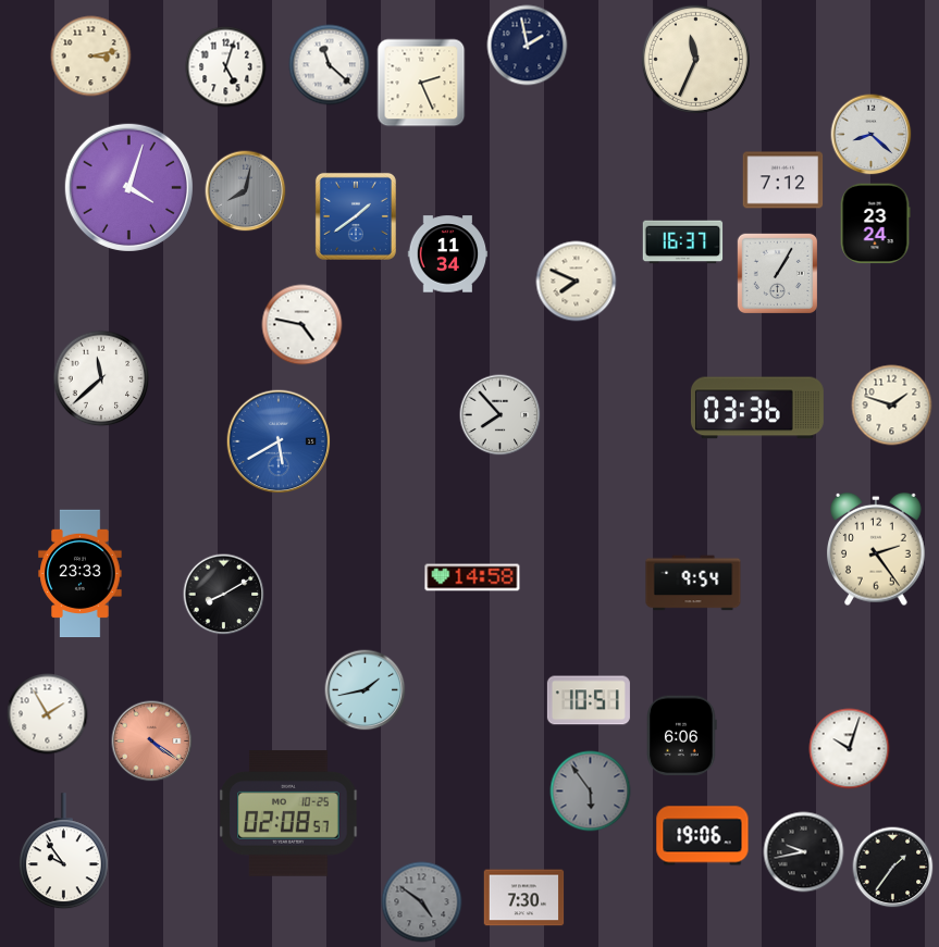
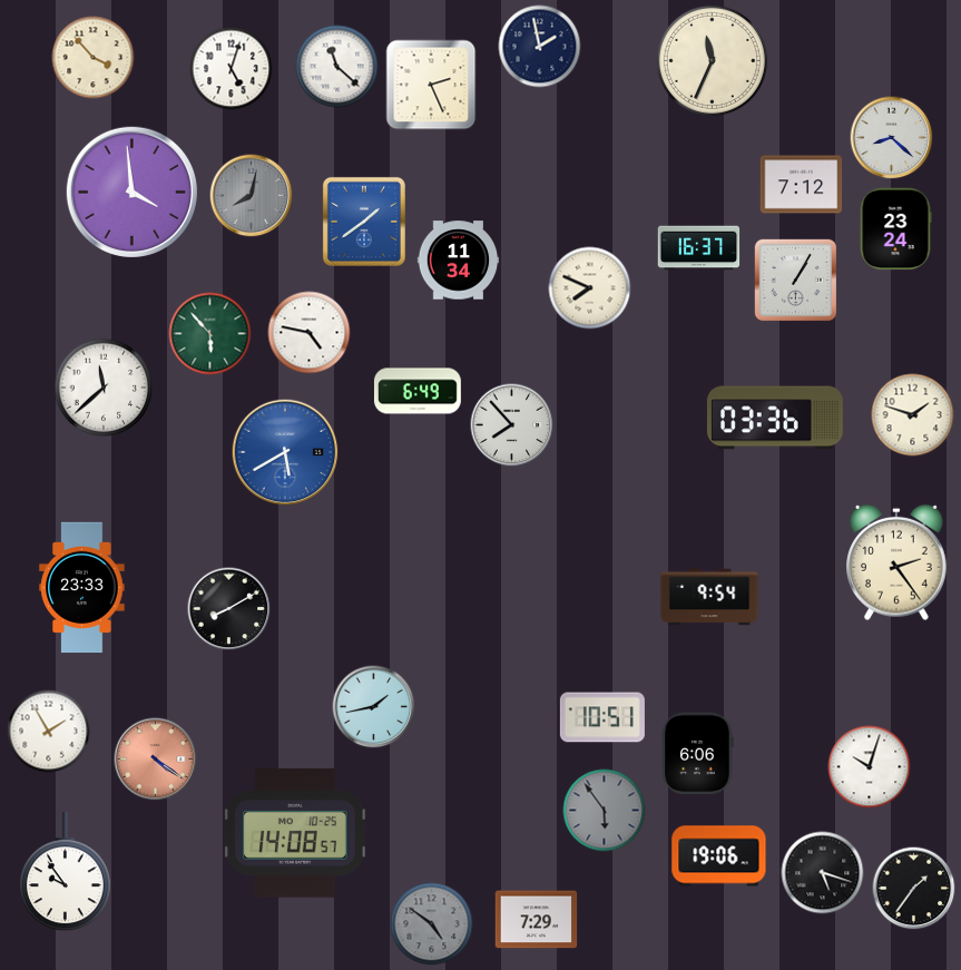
clock at (91, 57): 3:13 -> 3:53
clock at (128, 187): 4:03 -> 3:59
clock at (210, 334): none -> 5:53
clock at (418, 391): none -> 6:49
clock at (472, 577): 14:58 -> none
clock at (288, 814): 02:08 -> 14:08
clock at (804, 852): 9:43 -> 5:18
clock at (524, 898): 7:30 -> 7:29
